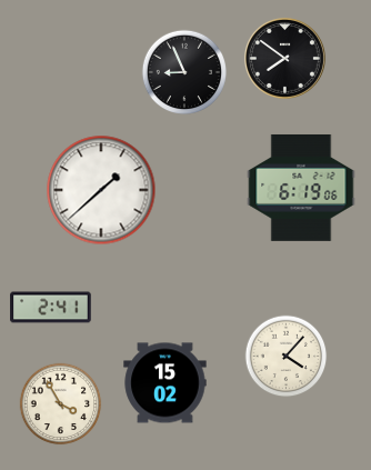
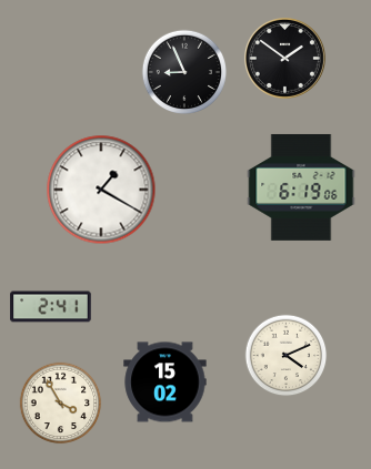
clock at (284, 58): 7:51 -> 1:51
clock at (101, 190): 1:38 -> 1:20
clock at (287, 357): 4:07 -> 4:11
